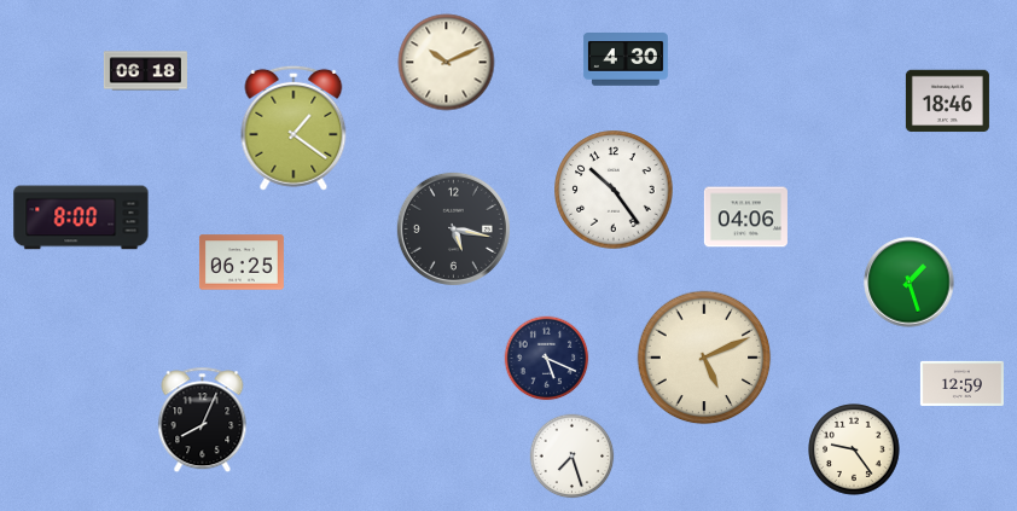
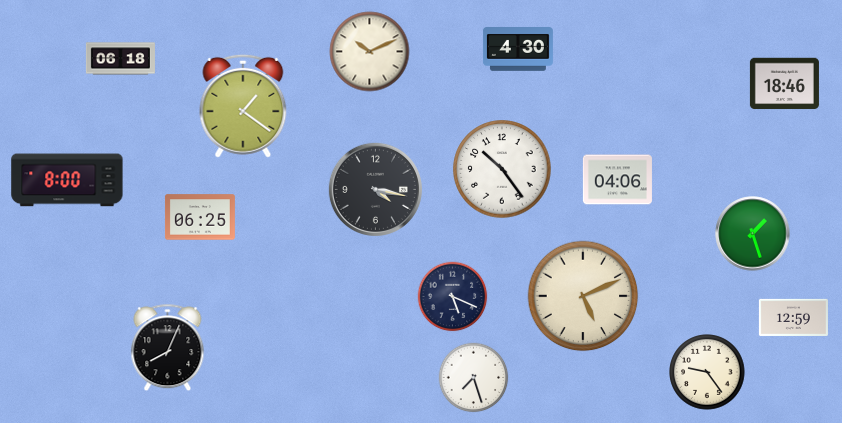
clock at (614, 190) position: (614, 190) -> (502, 169)
clock at (453, 228): 5:17 -> 4:17
clock at (961, 383) position: (961, 383) -> (793, 317)
